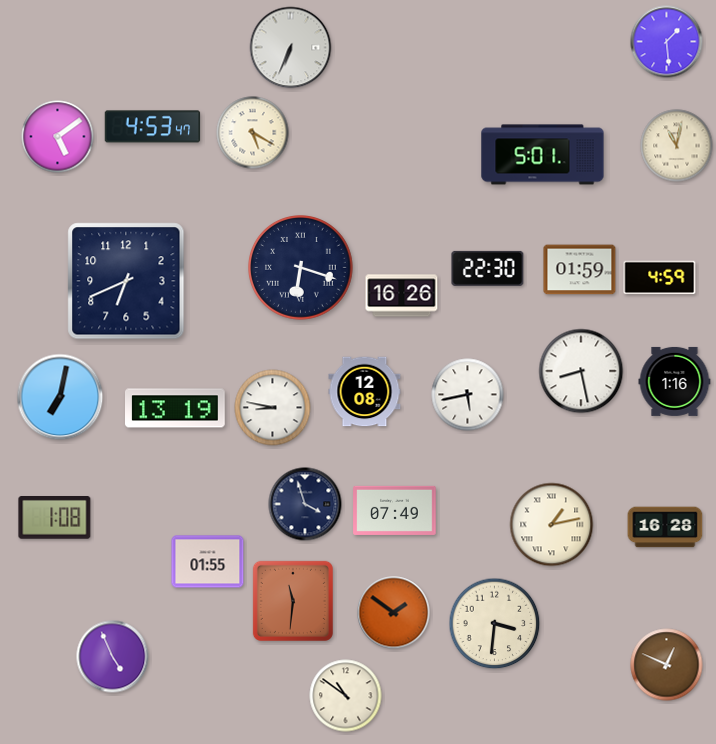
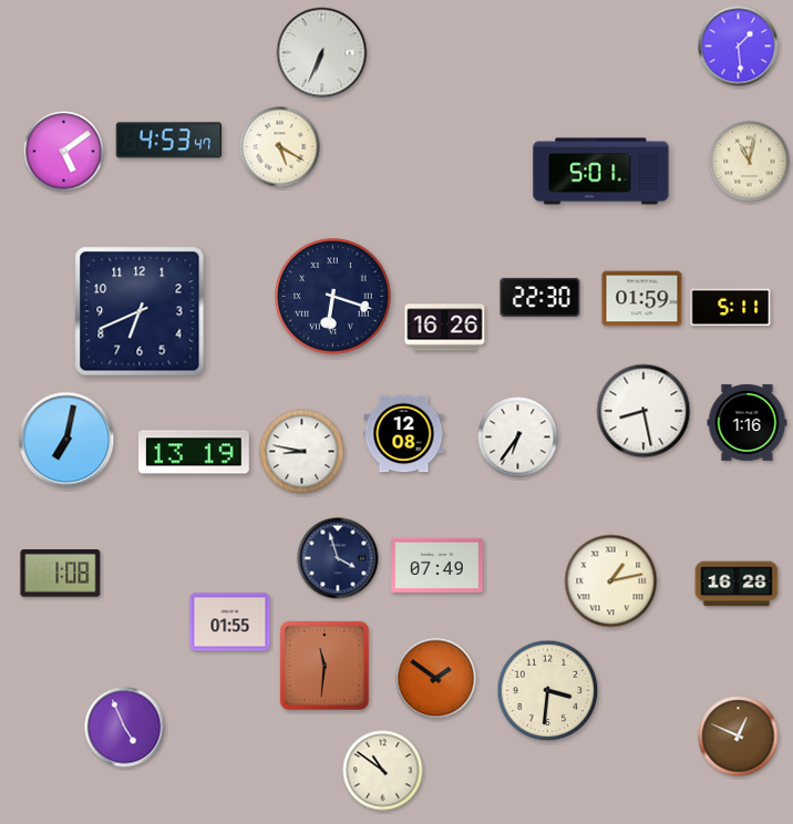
clock at (660, 278): 4:59 -> 5:11
clock at (468, 395): 5:43 -> 6:36
